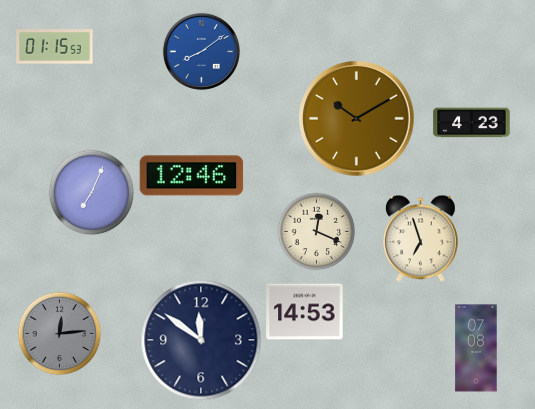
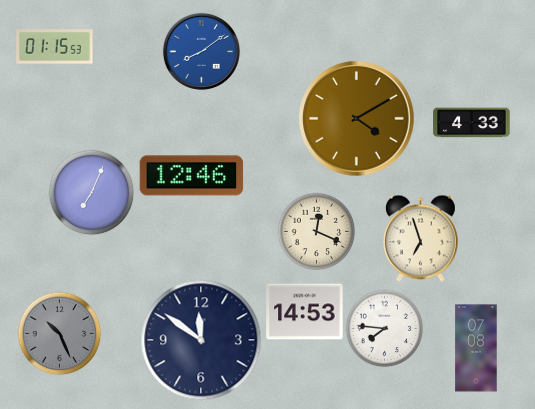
clock at (357, 119): 10:10 -> 4:10
clock at (472, 123): 4:23 -> 4:33
clock at (384, 328): none -> 7:46
clock at (59, 333): 12:14 -> 10:26
